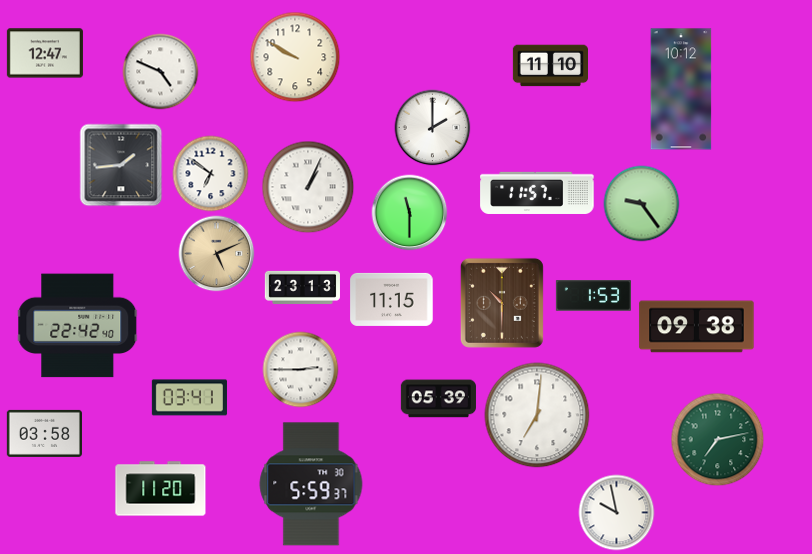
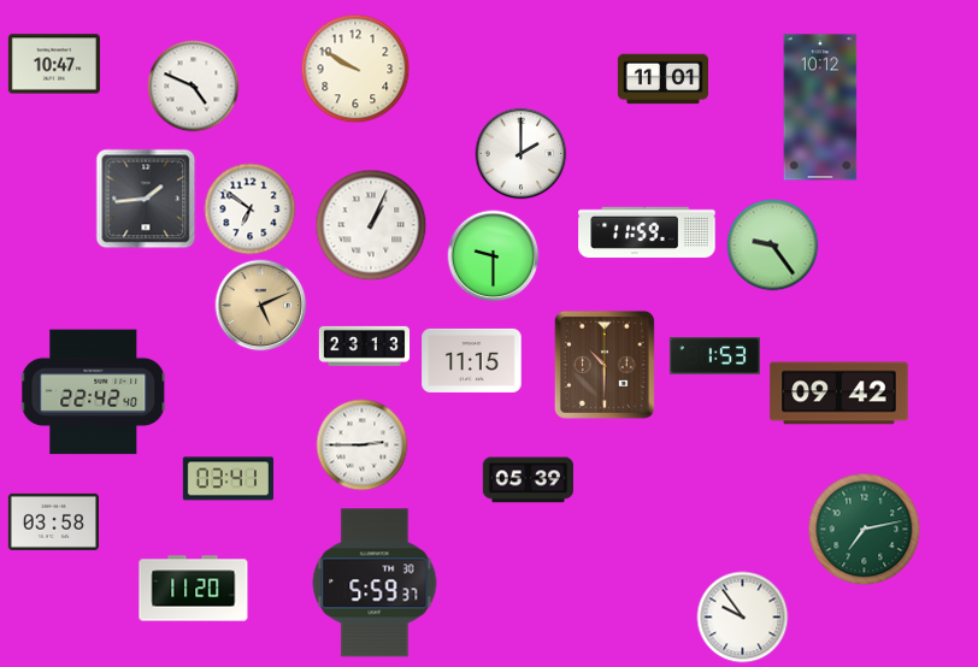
clock at (45, 53): 12:47 -> 10:47
clock at (550, 66): 11:10 -> 11:01
clock at (211, 174) position: (211, 174) -> (251, 209)
clock at (537, 192): 11:57 -> 11:59
clock at (410, 213): 11:30 -> 9:30
clock at (697, 327): 09:38 -> 09:42
clock at (537, 415): 7:01 -> none
clock at (617, 513): 9:58 -> 9:54
